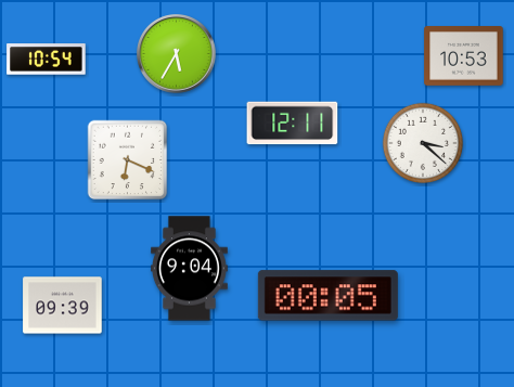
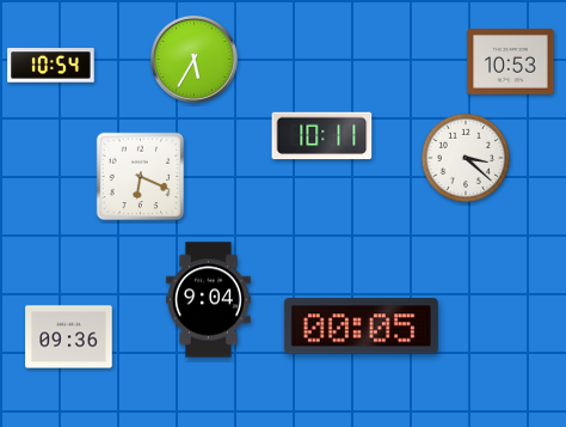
clock at (293, 124): 12:11 -> 10:11
clock at (189, 269) position: (189, 269) -> (208, 300)
clock at (63, 306): 09:39 -> 09:36
